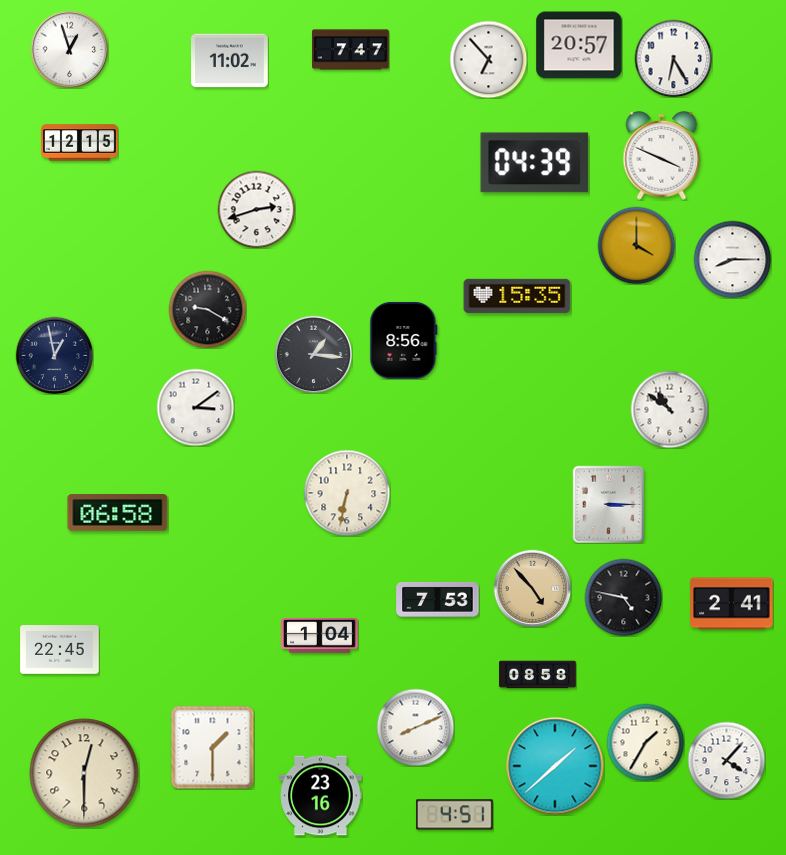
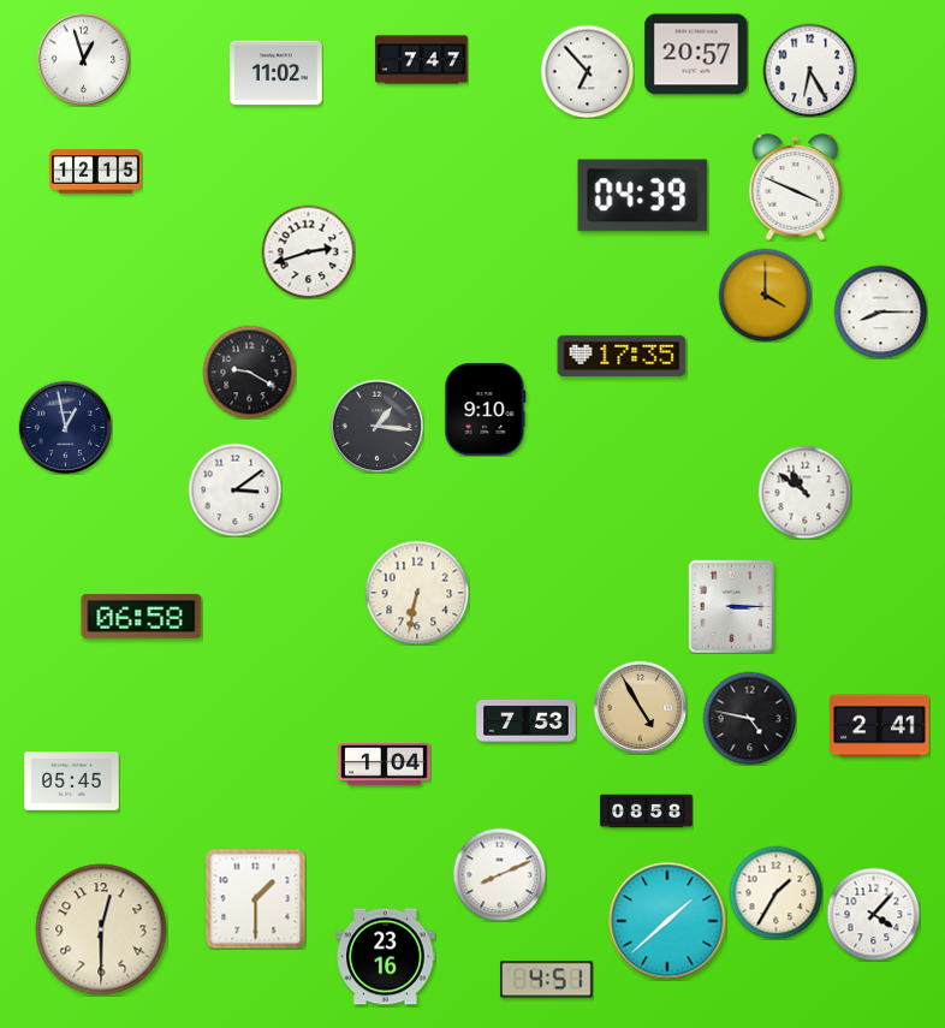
clock at (517, 296): 15:35 -> 17:35
clock at (404, 341): 8:56 -> 9:10
clock at (532, 588): 4:53 -> 4:55
clock at (60, 650): 22:45 -> 05:45
